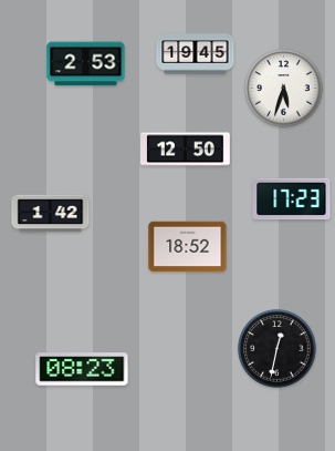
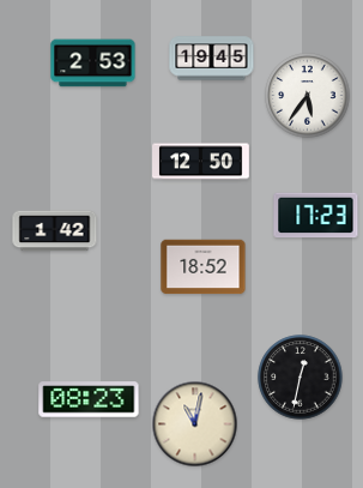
clock at (86, 64) position: (86, 64) -> (93, 64)
clock at (284, 89): 5:33 -> 5:36
clock at (195, 424): none -> 11:02
